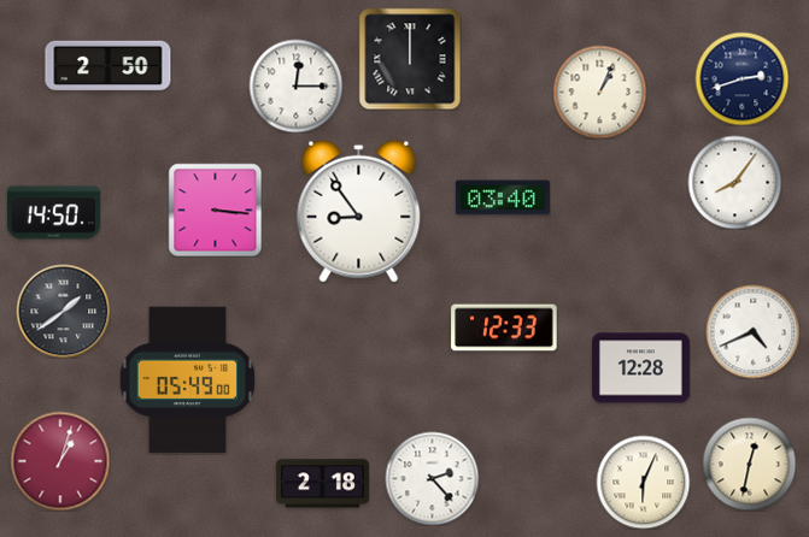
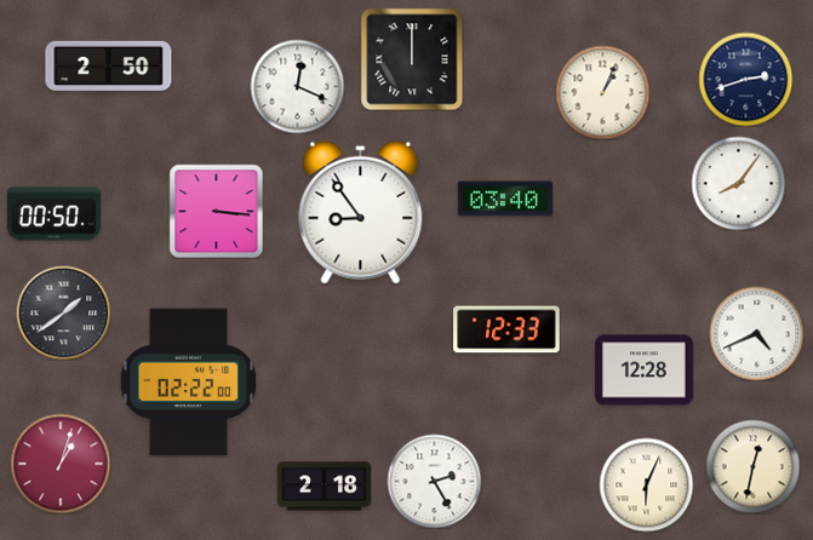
clock at (295, 85): 12:15 -> 12:19
clock at (53, 213): 14:50 -> 00:50
clock at (188, 380): 05:49 -> 02:22
clock at (432, 478): 2:23 -> 2:25
